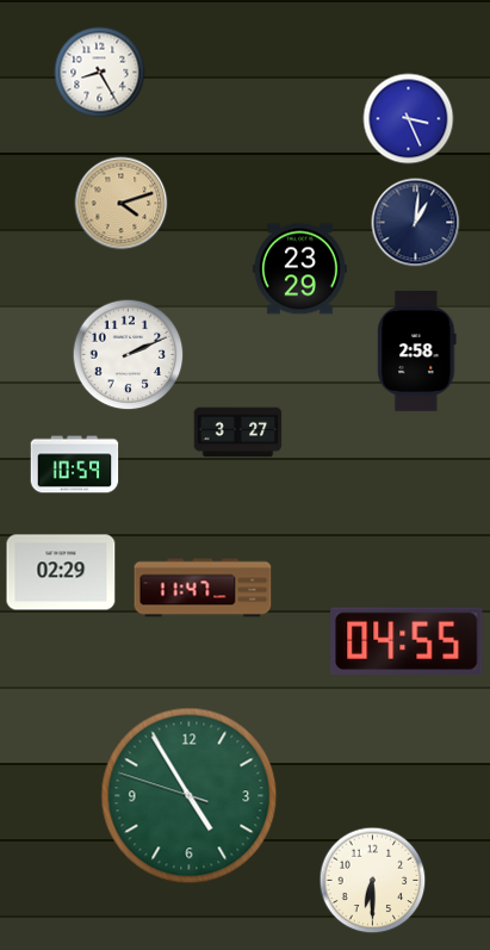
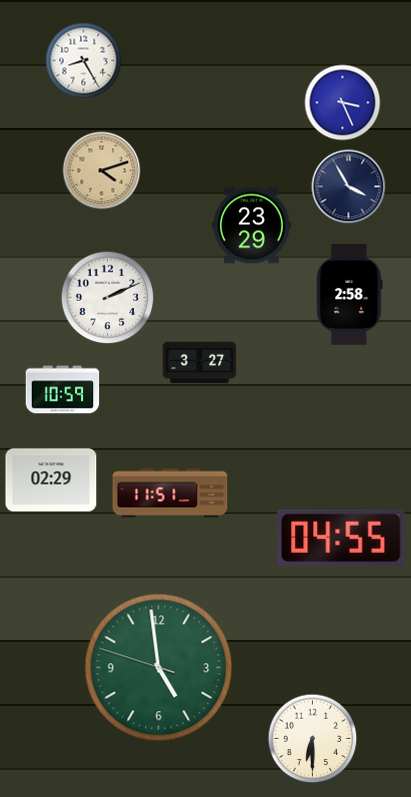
clock at (409, 119) position: (409, 119) -> (343, 103)
clock at (416, 223): 1:01 -> 3:55
clock at (203, 588): 11:47 -> 11:51
clock at (190, 796): 4:54 -> 4:58
